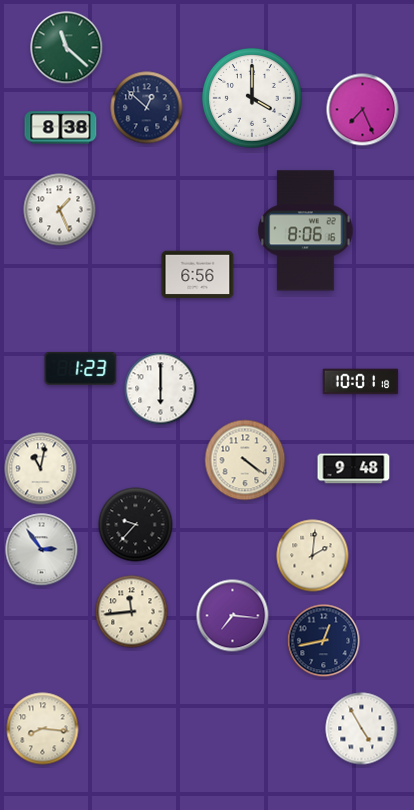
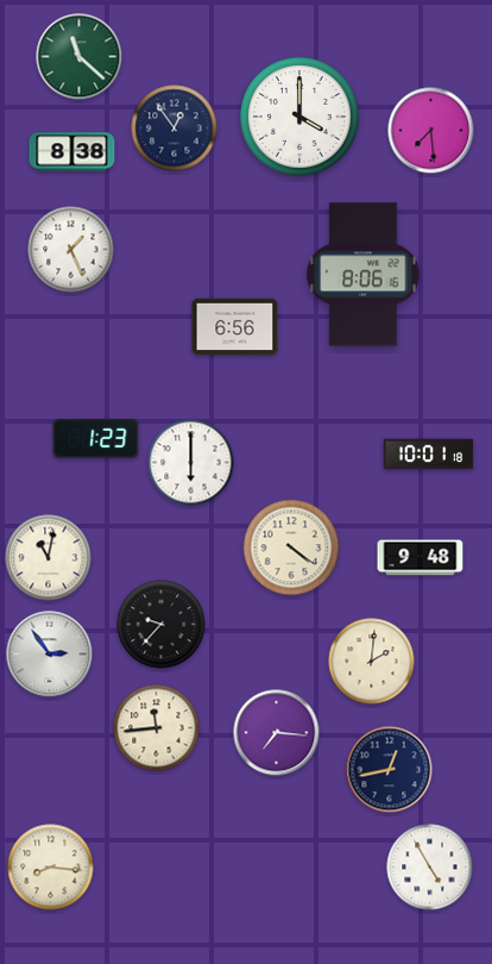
clock at (147, 108): 12:52 -> 12:54
clock at (363, 110): 7:26 -> 7:29
clock at (324, 641) position: (324, 641) -> (390, 770)
